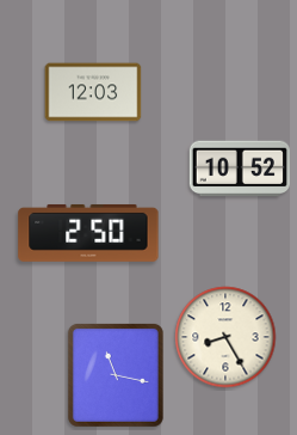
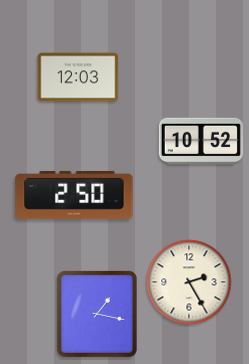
clock at (225, 337): 8:25 -> 2:25
clock at (116, 375): 11:17 -> 1:17
